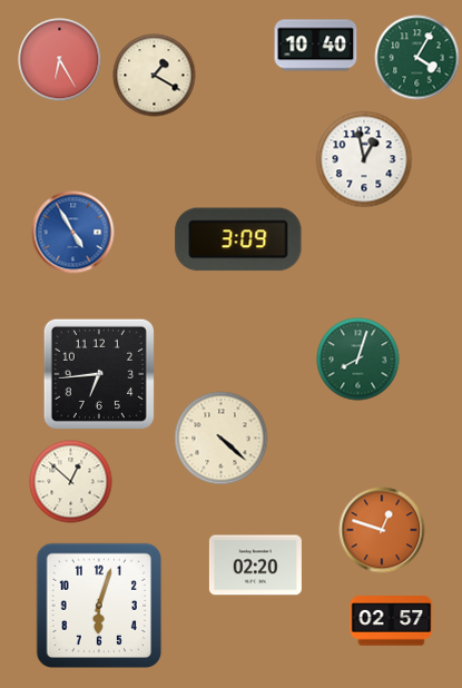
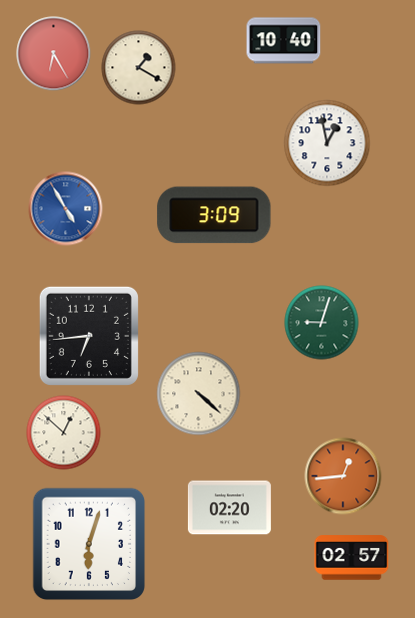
clock at (417, 58): 4:05 -> none
clock at (358, 360): 8:03 -> 9:03
clock at (382, 530): 12:48 -> 12:44
